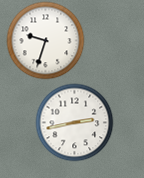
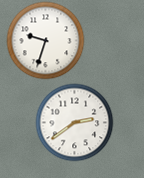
clock at (74, 122): 2:43 -> 2:39
